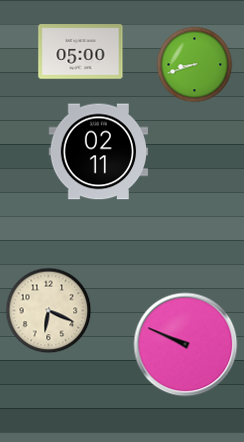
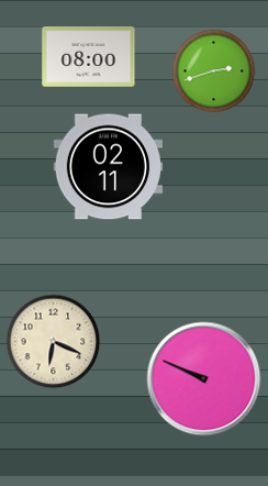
clock at (81, 52): 05:00 -> 08:00
clock at (195, 65): 8:42 -> 2:42
